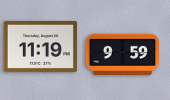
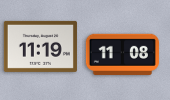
clock at (122, 54): 9:59 -> 11:08
